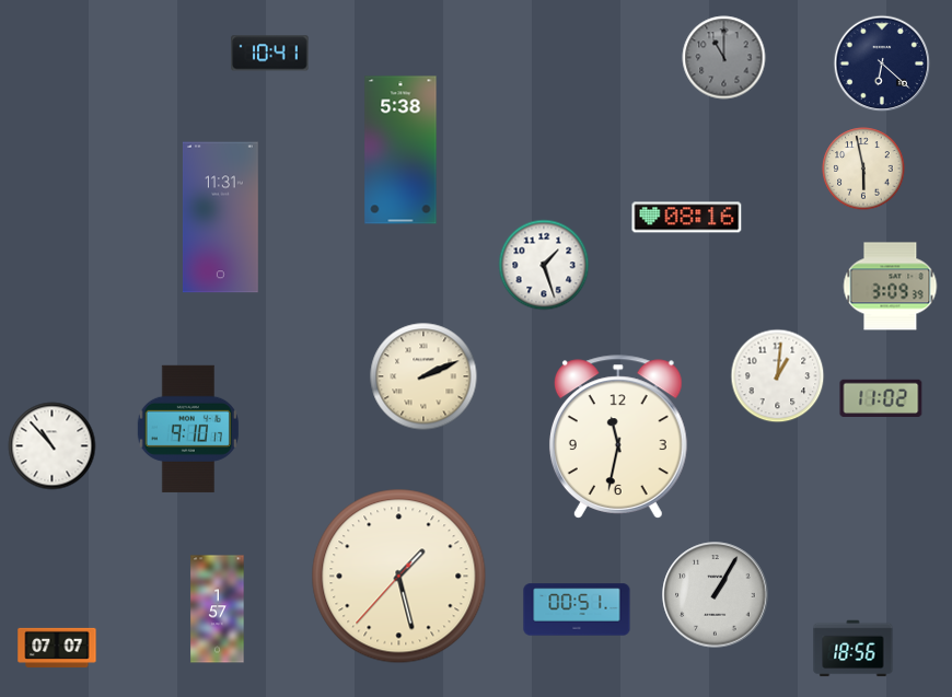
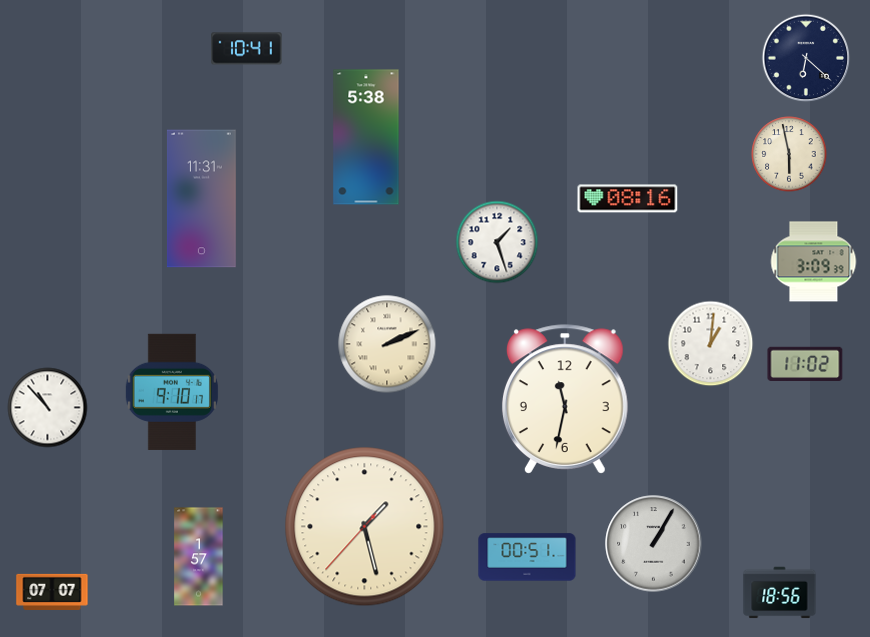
clock at (724, 58): 11:00 -> none
